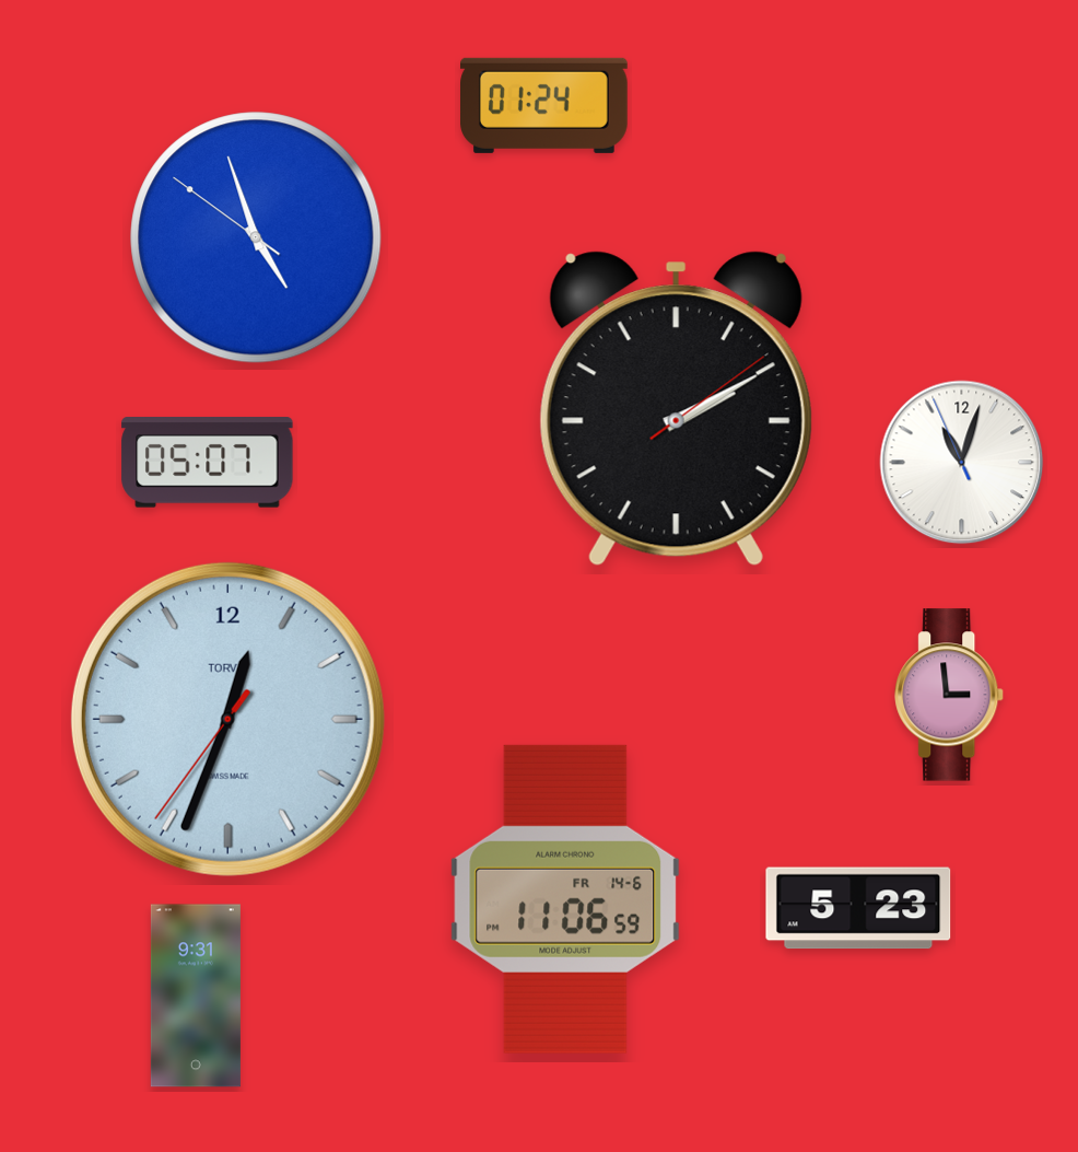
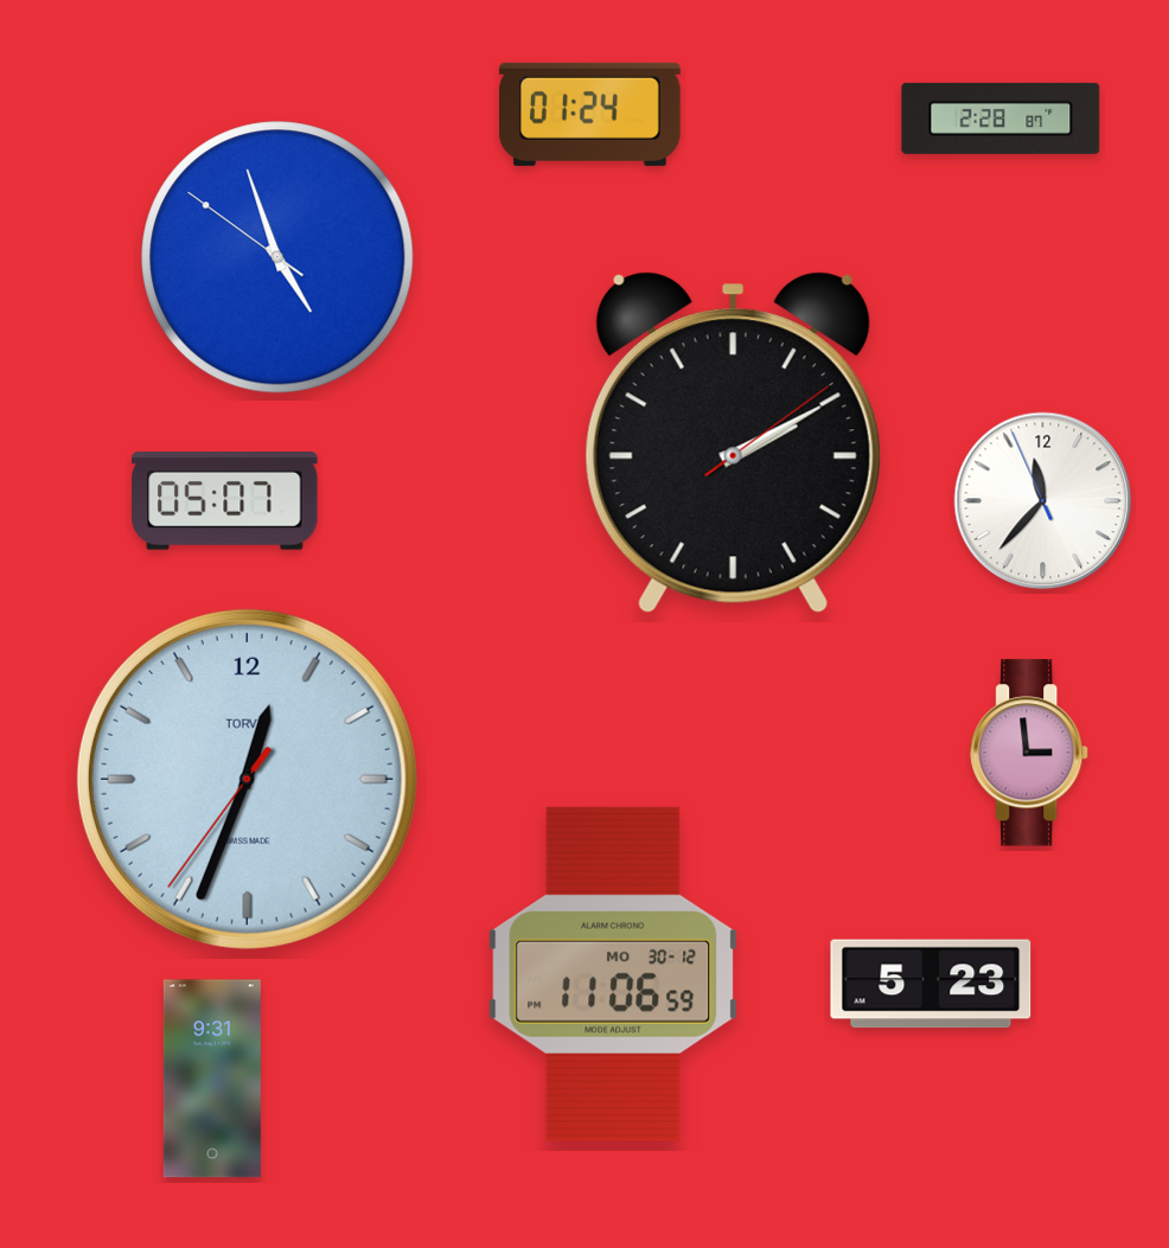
clock at (1001, 119): none -> 2:28
clock at (962, 463): 11:02 -> 11:36
clock at (565, 899) date: FR 14-6 -> MO 30-12
